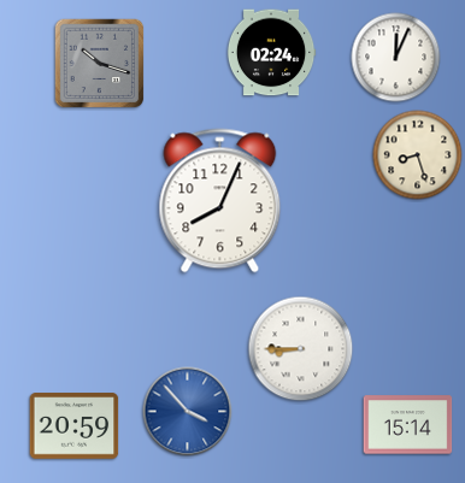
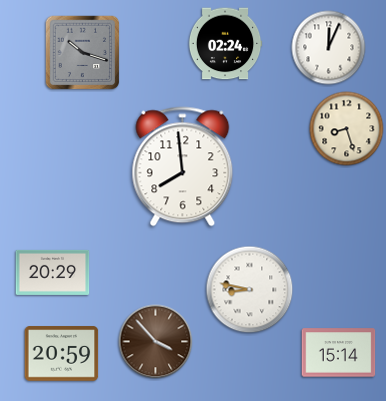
clock at (220, 201): 8:04 -> 7:59
clock at (53, 272): none -> 20:29
clock at (301, 349): 8:45 -> 8:47
clock at (188, 412) dial: blue -> brown
